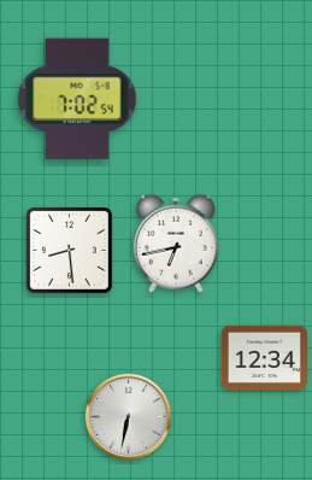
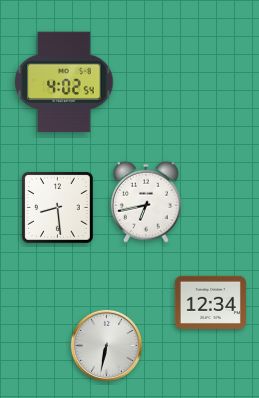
clock at (77, 99): 7:02 -> 4:02
clock at (264, 357) position: (264, 357) -> (210, 302)
